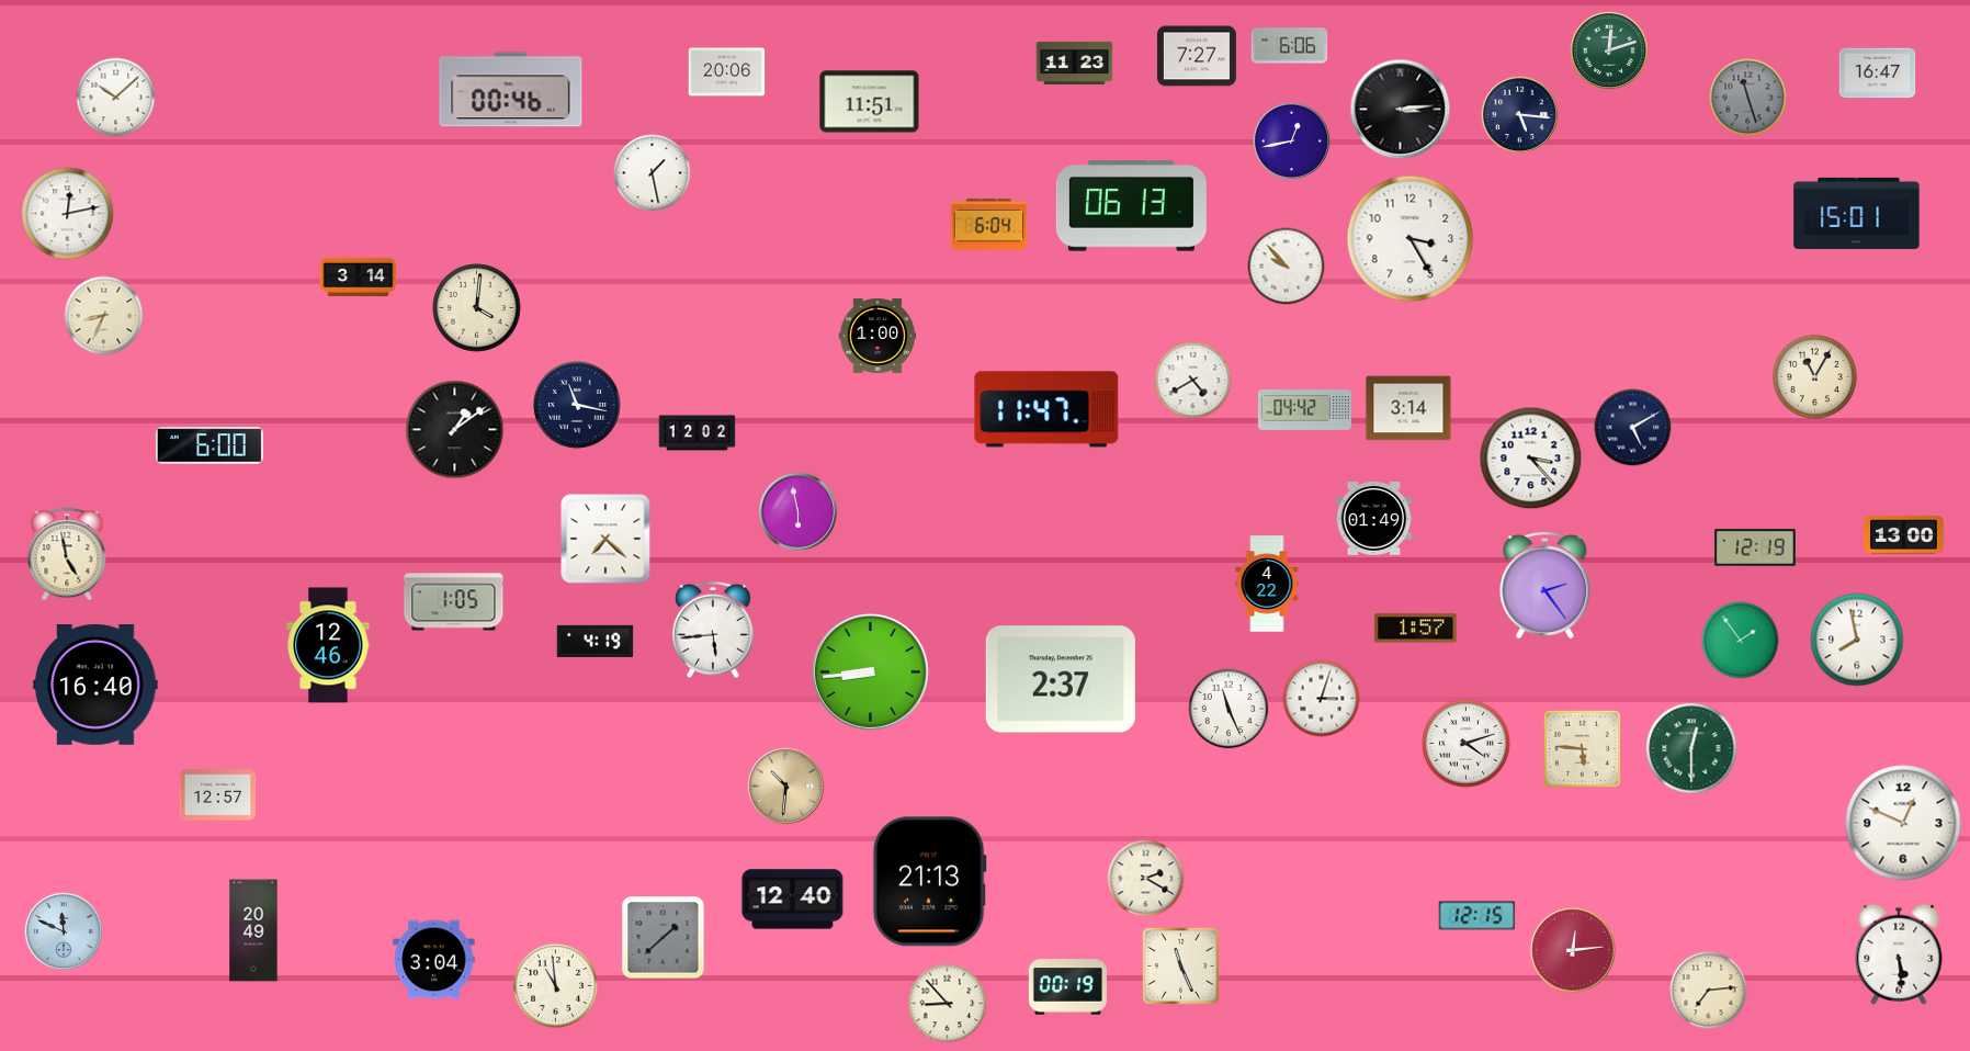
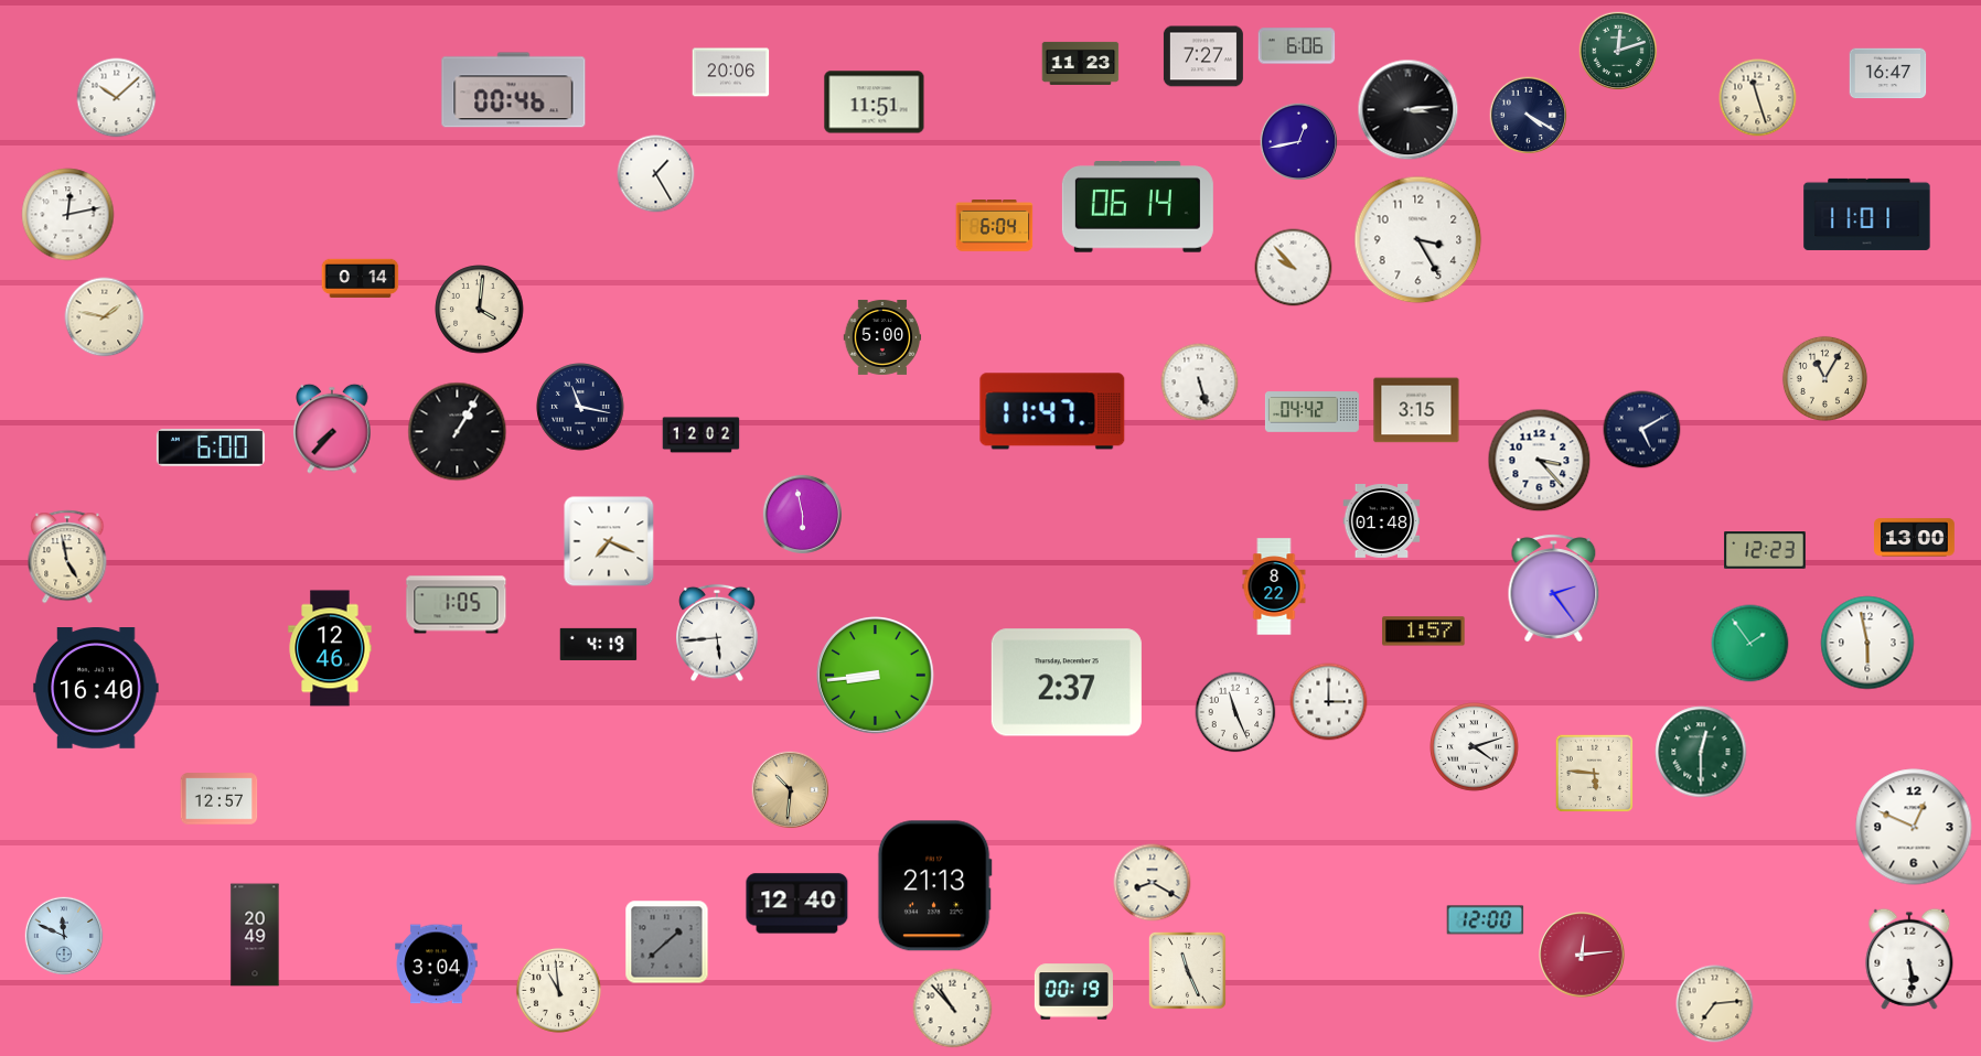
clock at (1748, 98) dial: grey -> cream
clock at (1520, 115): 5:16 -> 4:20
clock at (653, 173): 1:28 -> 1:25
clock at (1131, 206): 06:13 -> 06:14
clock at (1857, 213): 15:01 -> 11:01
clock at (359, 278): 3:14 -> 0:14
clock at (104, 316): 8:34 -> 1:47
clock at (878, 336): 1:00 -> 5:00
clock at (1193, 381): 4:40 -> 5:27
clock at (1408, 408): 3:14 -> 3:15
clock at (332, 429): none -> 7:37
clock at (455, 430): 1:09 -> 1:05
clock at (1374, 519): 01:49 -> 01:48
clock at (605, 539): 7:22 -> 7:19
clock at (1755, 547): 12:19 -> 12:23
clock at (1267, 584): 4:22 -> 8:22
clock at (1857, 640): 7:58 -> 5:58
clock at (1322, 699): 3:03 -> 3:00
clock at (1583, 749) position: (1583, 749) -> (1595, 774)
clock at (1146, 879): 2:20 -> 8:20
clock at (1477, 916): 12:15 -> 12:00
clock at (1709, 991) position: (1709, 991) -> (1715, 1004)
clock at (948, 1004): 8:53 -> 10:53
